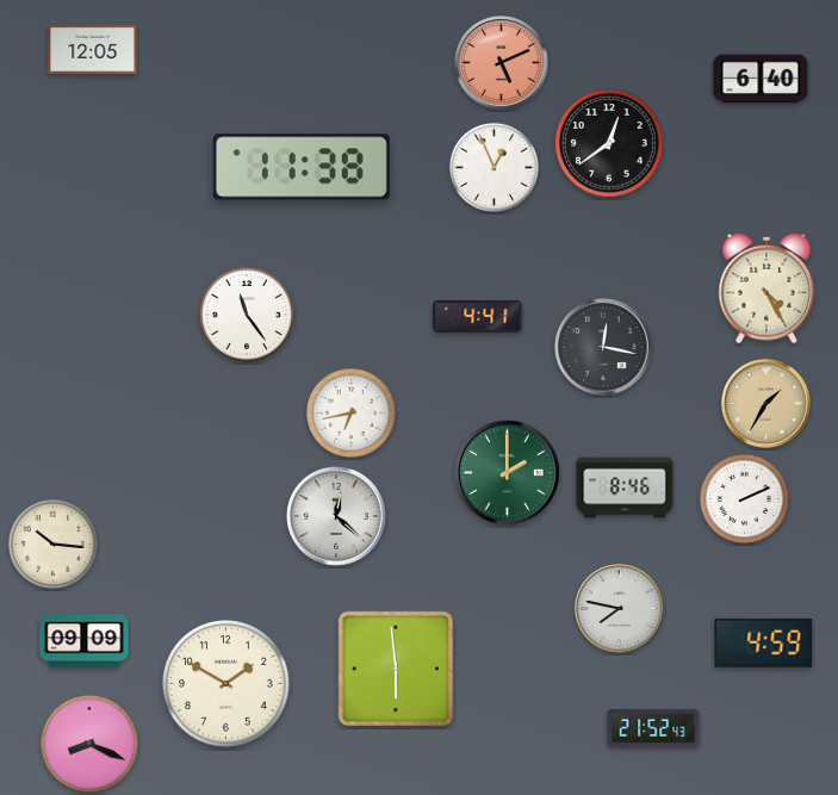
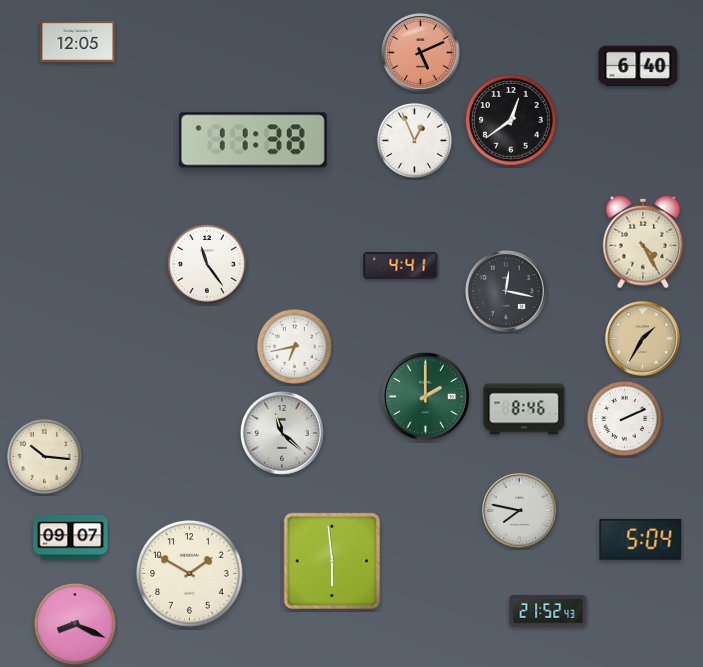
clock at (337, 517): 12:22 -> 11:22
clock at (85, 641): 09:09 -> 09:07
clock at (764, 642): 4:59 -> 5:04
